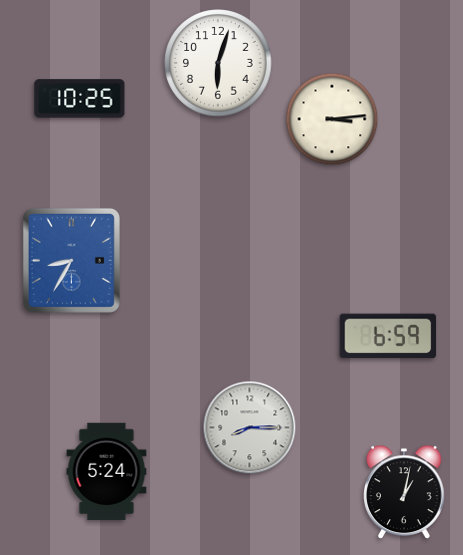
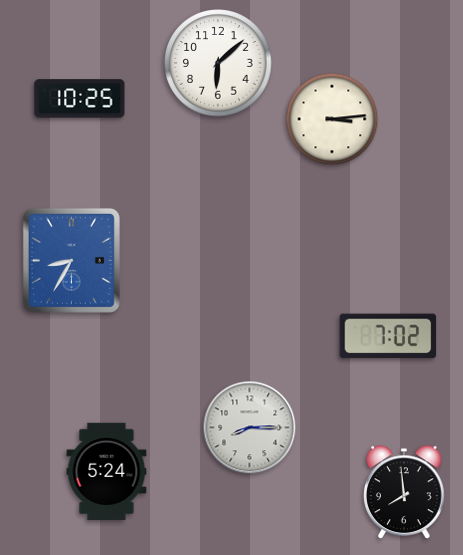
clock at (218, 63): 6:03 -> 6:08
clock at (388, 336): 6:59 -> 7:02
clock at (404, 493): 1:02 -> 7:59
